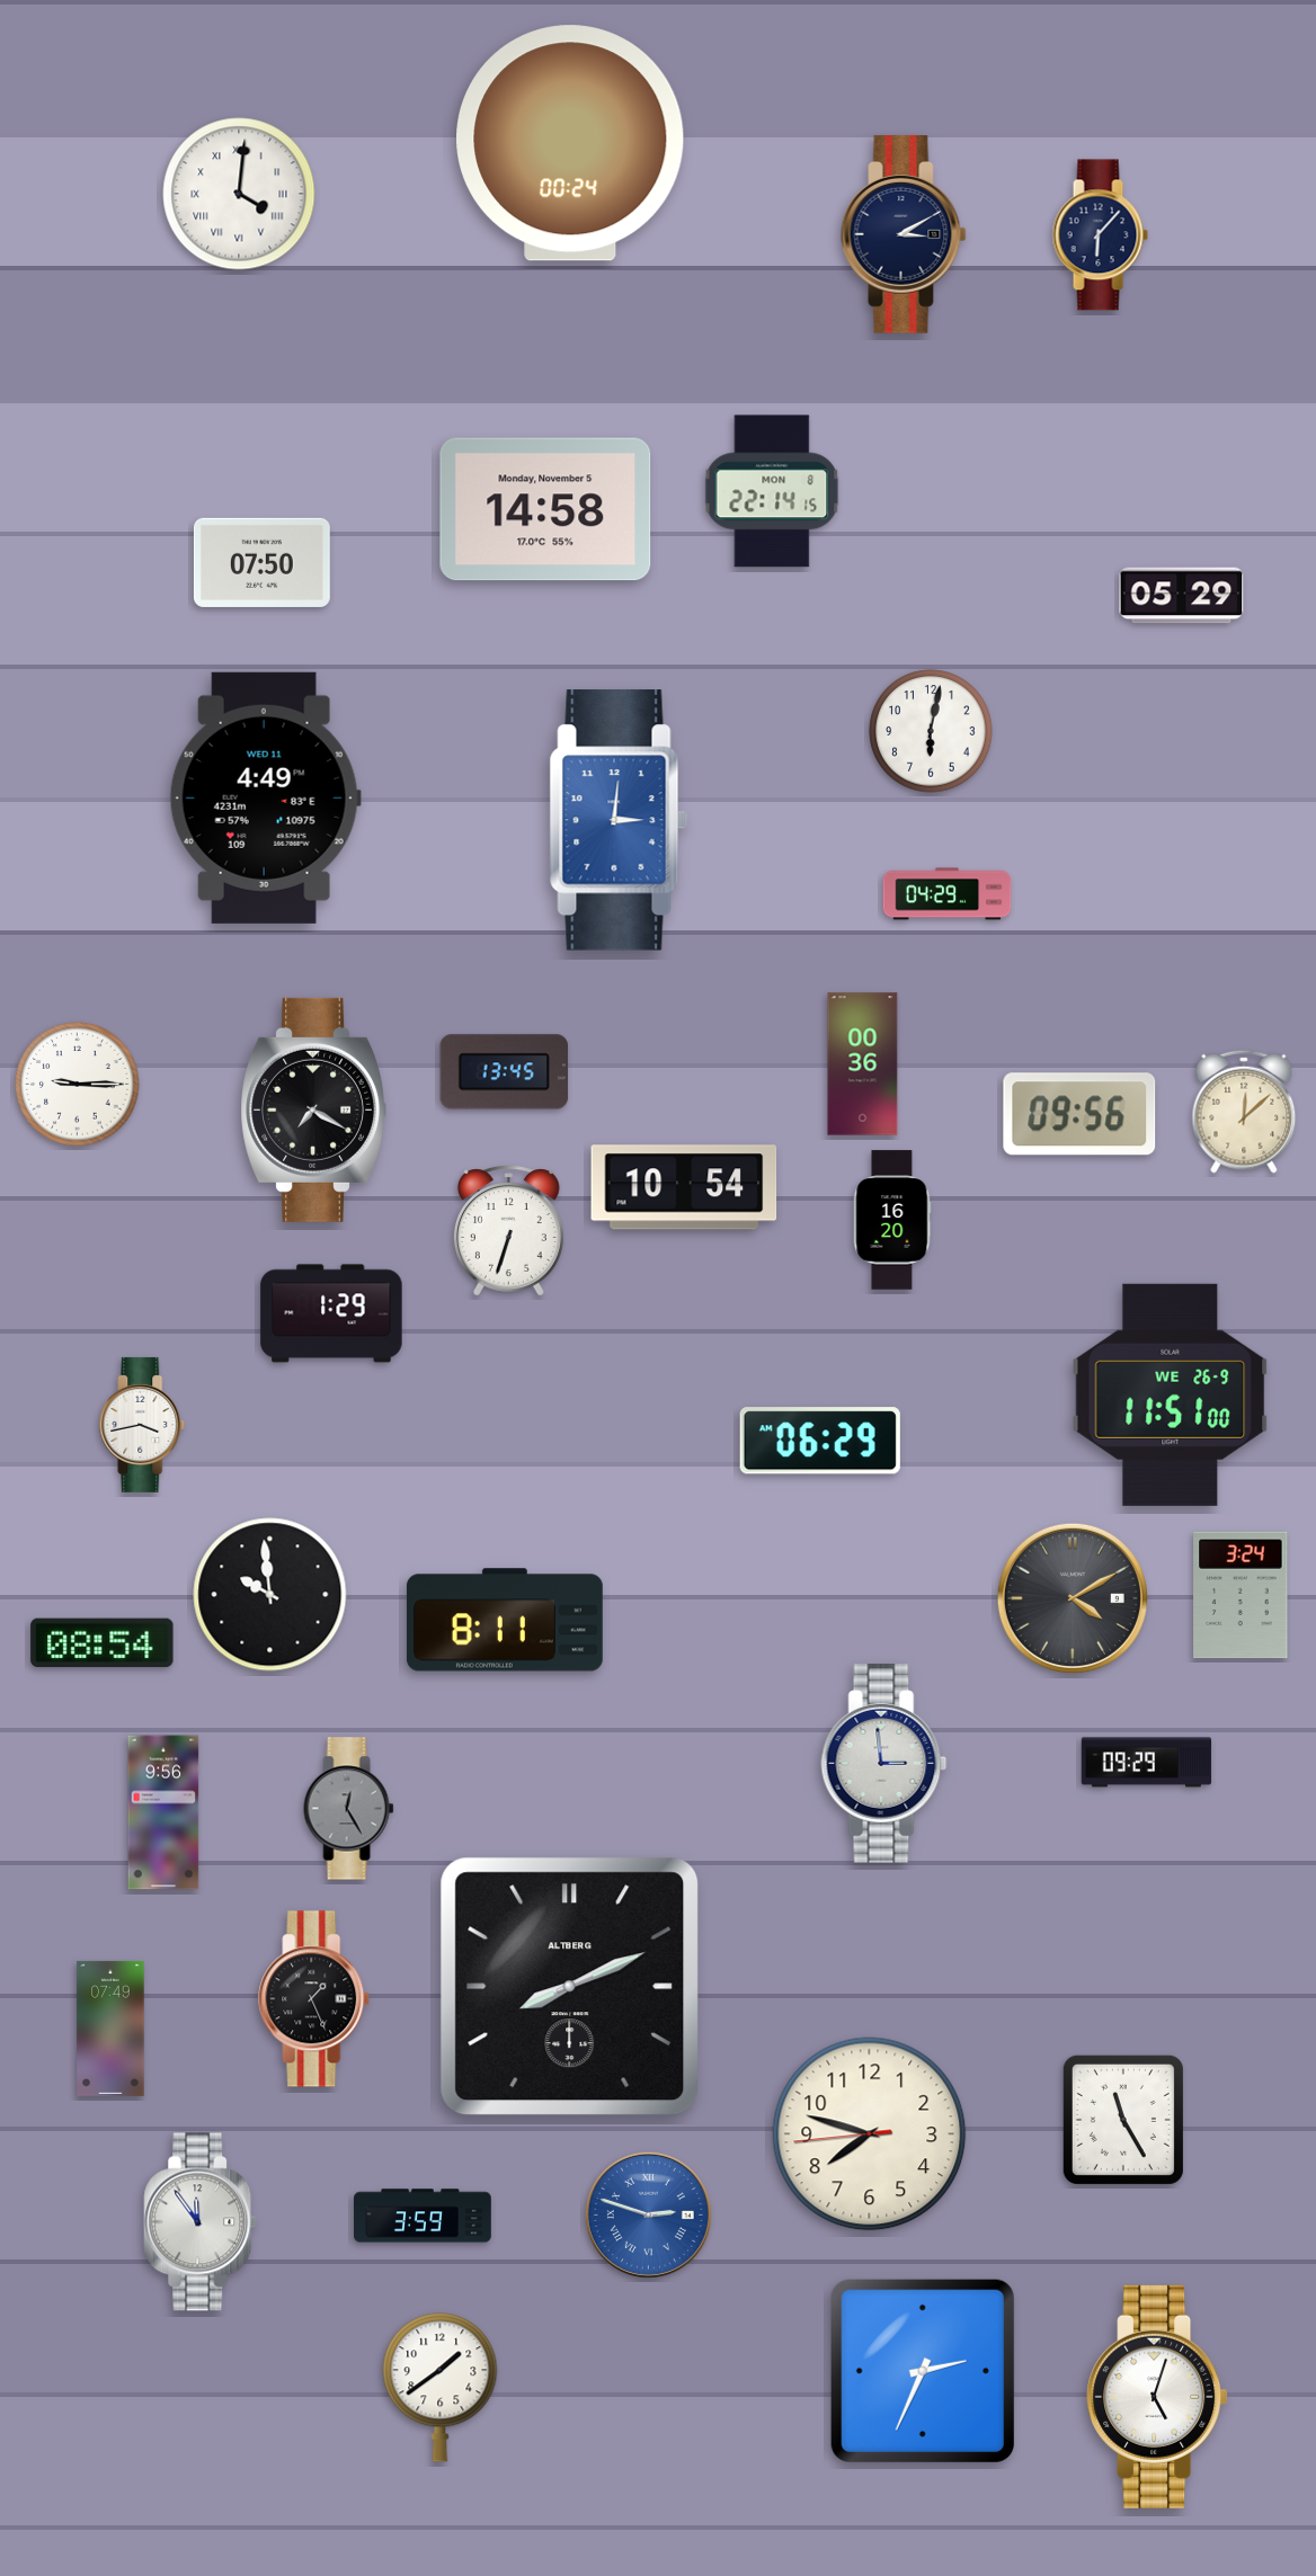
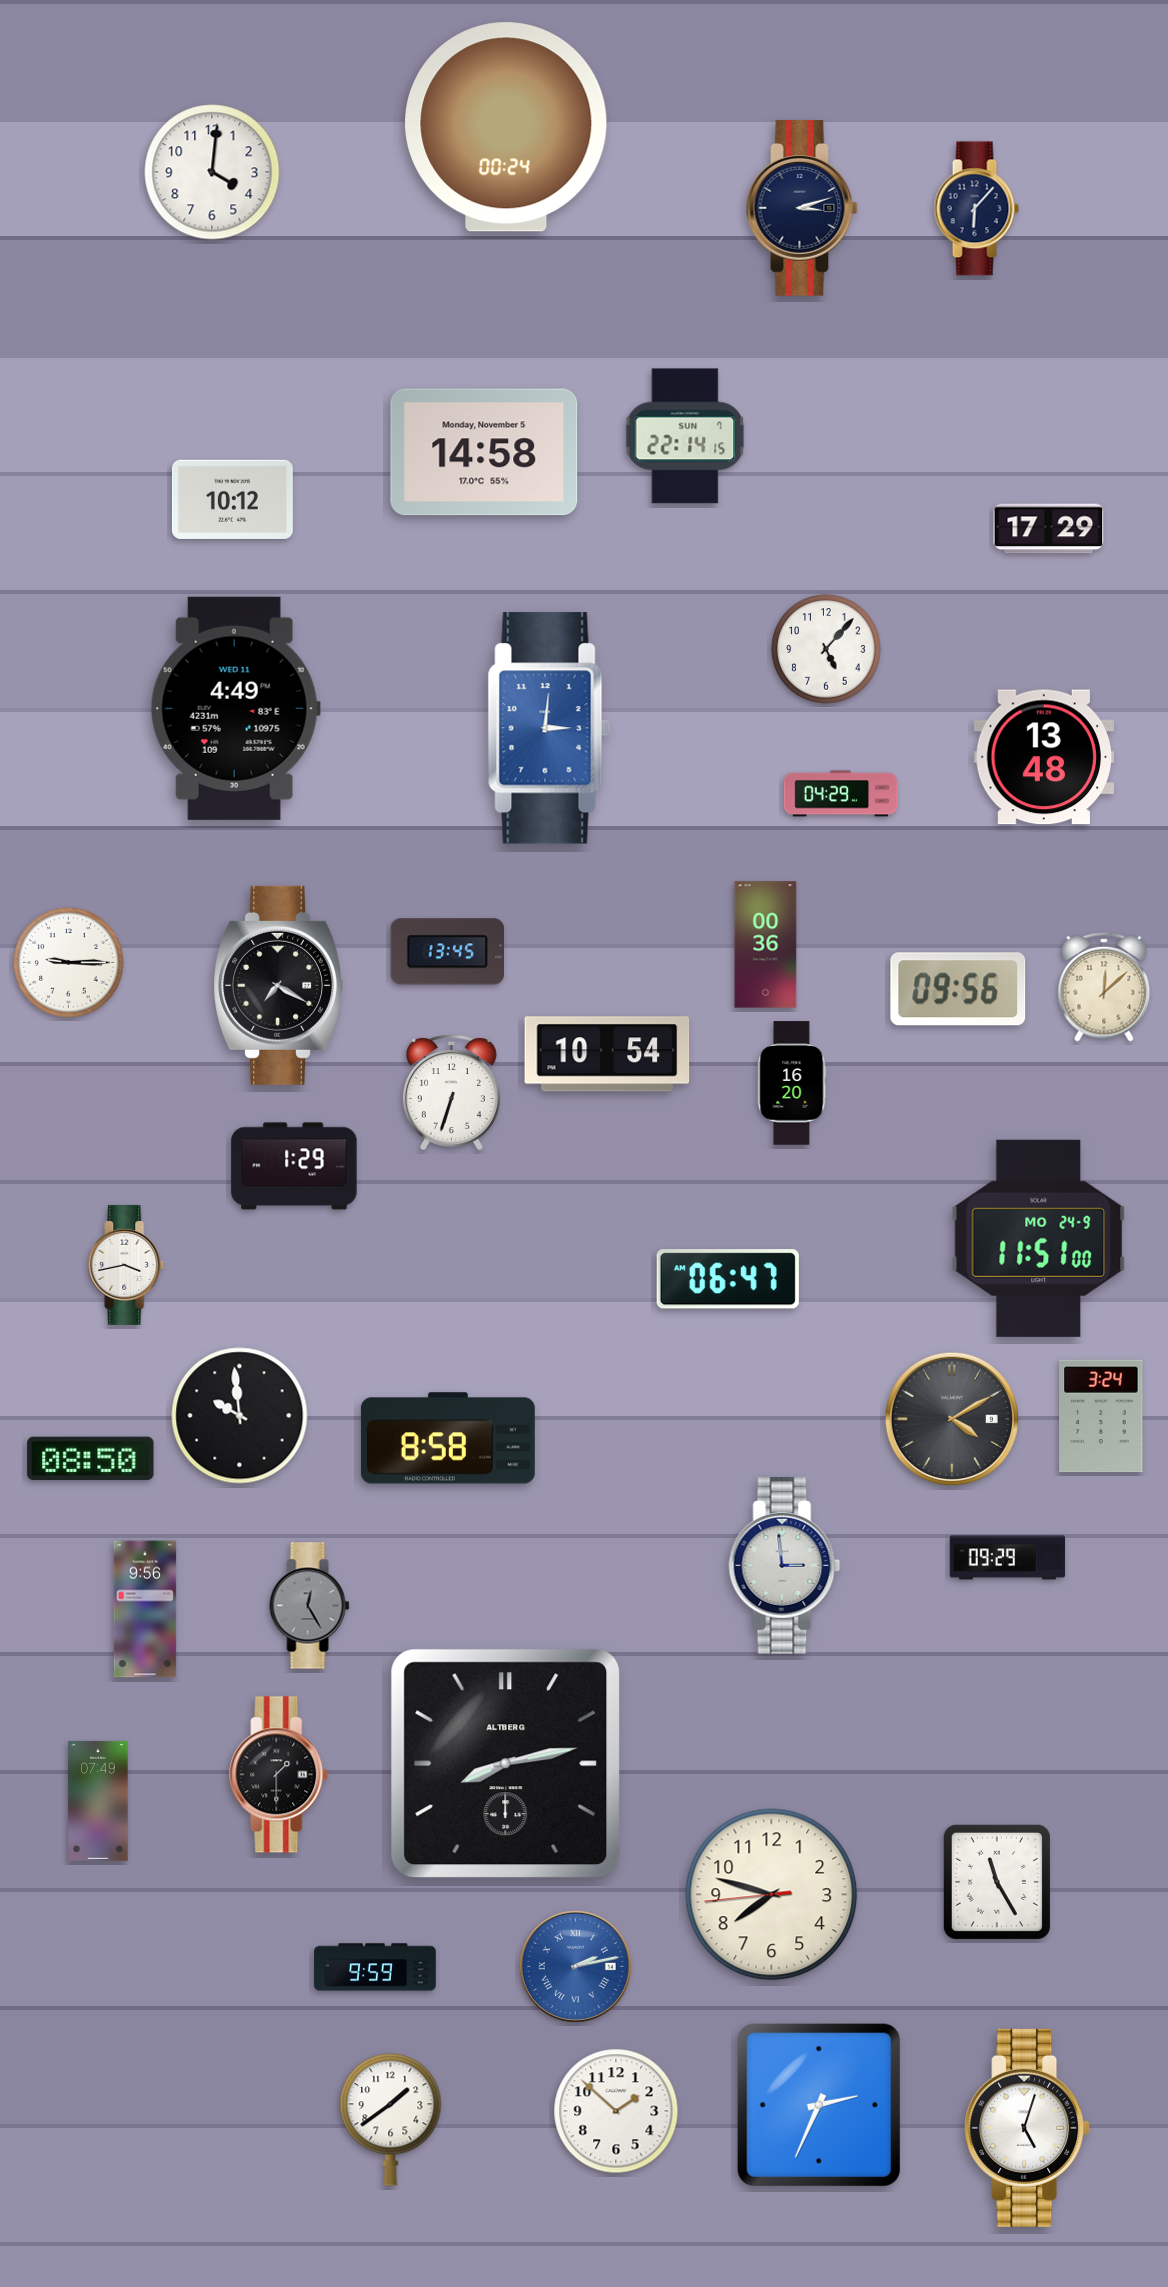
clock at (239, 194) numerals: Roman -> Arabic
clock at (904, 235): 3:10 -> 3:12
clock at (772, 491) date: MON 8 -> SUN 7
clock at (261, 562): 07:50 -> 10:12
clock at (1182, 596): 05:29 -> 17:29
clock at (931, 731): 6:02 -> 5:07
clock at (1043, 757): none -> 13:48
clock at (1171, 1394) date: WE 26-9 -> MO 24-9
clock at (820, 1441): 06:29 -> 06:47
clock at (505, 1620): 8:11 -> 8:58
clock at (103, 1643): 08:54 -> 08:50
clock at (1147, 1763) position: (1147, 1763) -> (1008, 1558)
clock at (570, 1987): 8:11 -> 8:13
clock at (314, 1999): 1:26 -> 1:30
clock at (648, 2214): 2:48 -> 2:13
clock at (423, 2216): 3:59 -> 9:59
clock at (201, 2222): 11:54 -> none
clock at (616, 2111): none -> 1:52
